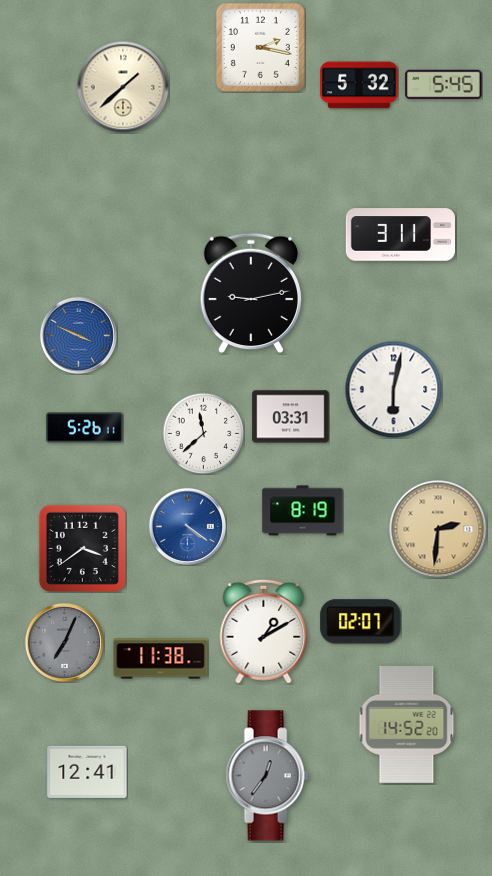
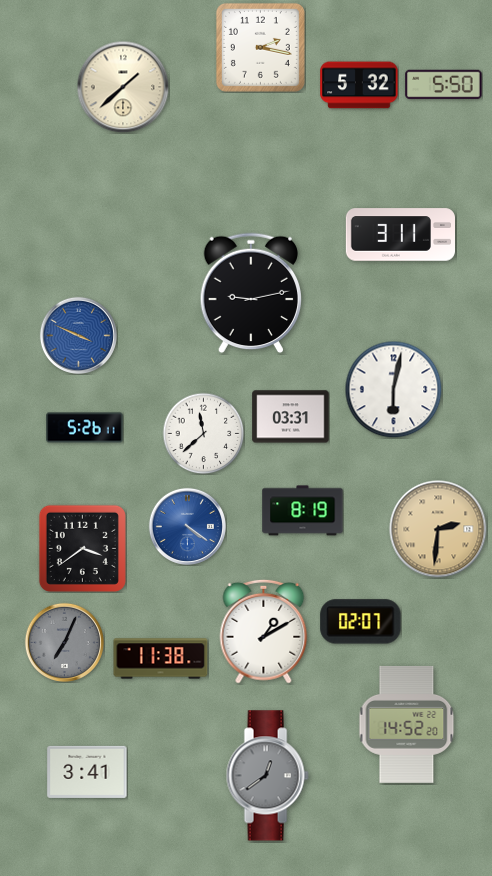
clock at (444, 85): 5:45 -> 5:50
clock at (87, 772): 12:41 -> 3:41
clock at (267, 776): 12:36 -> 12:39
